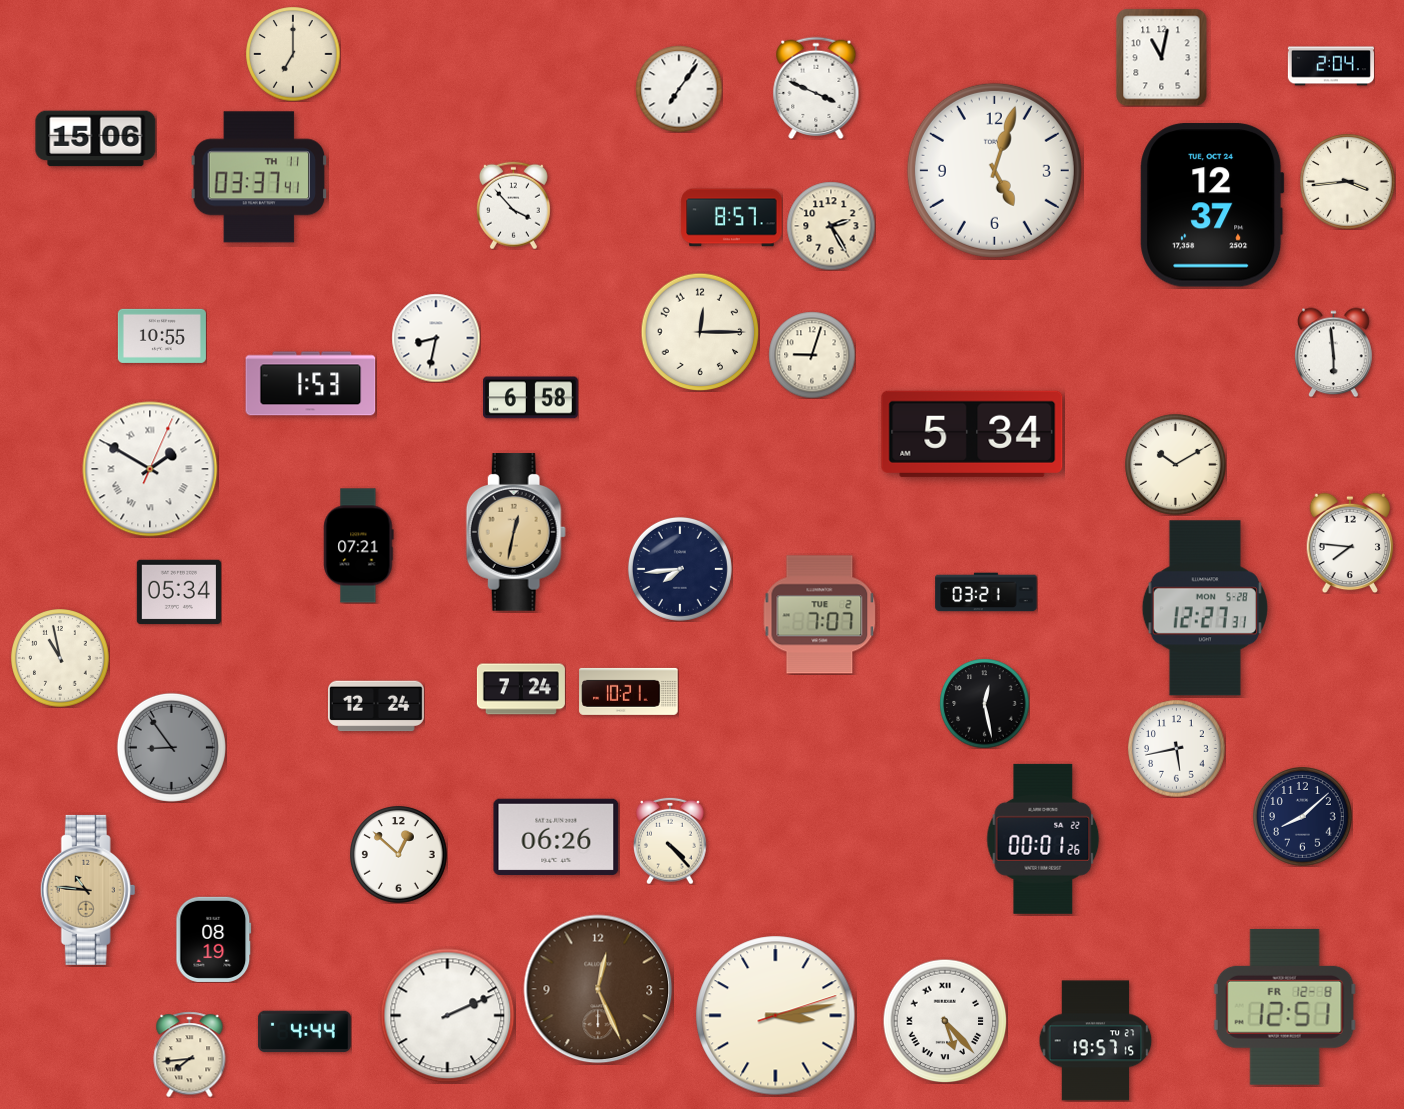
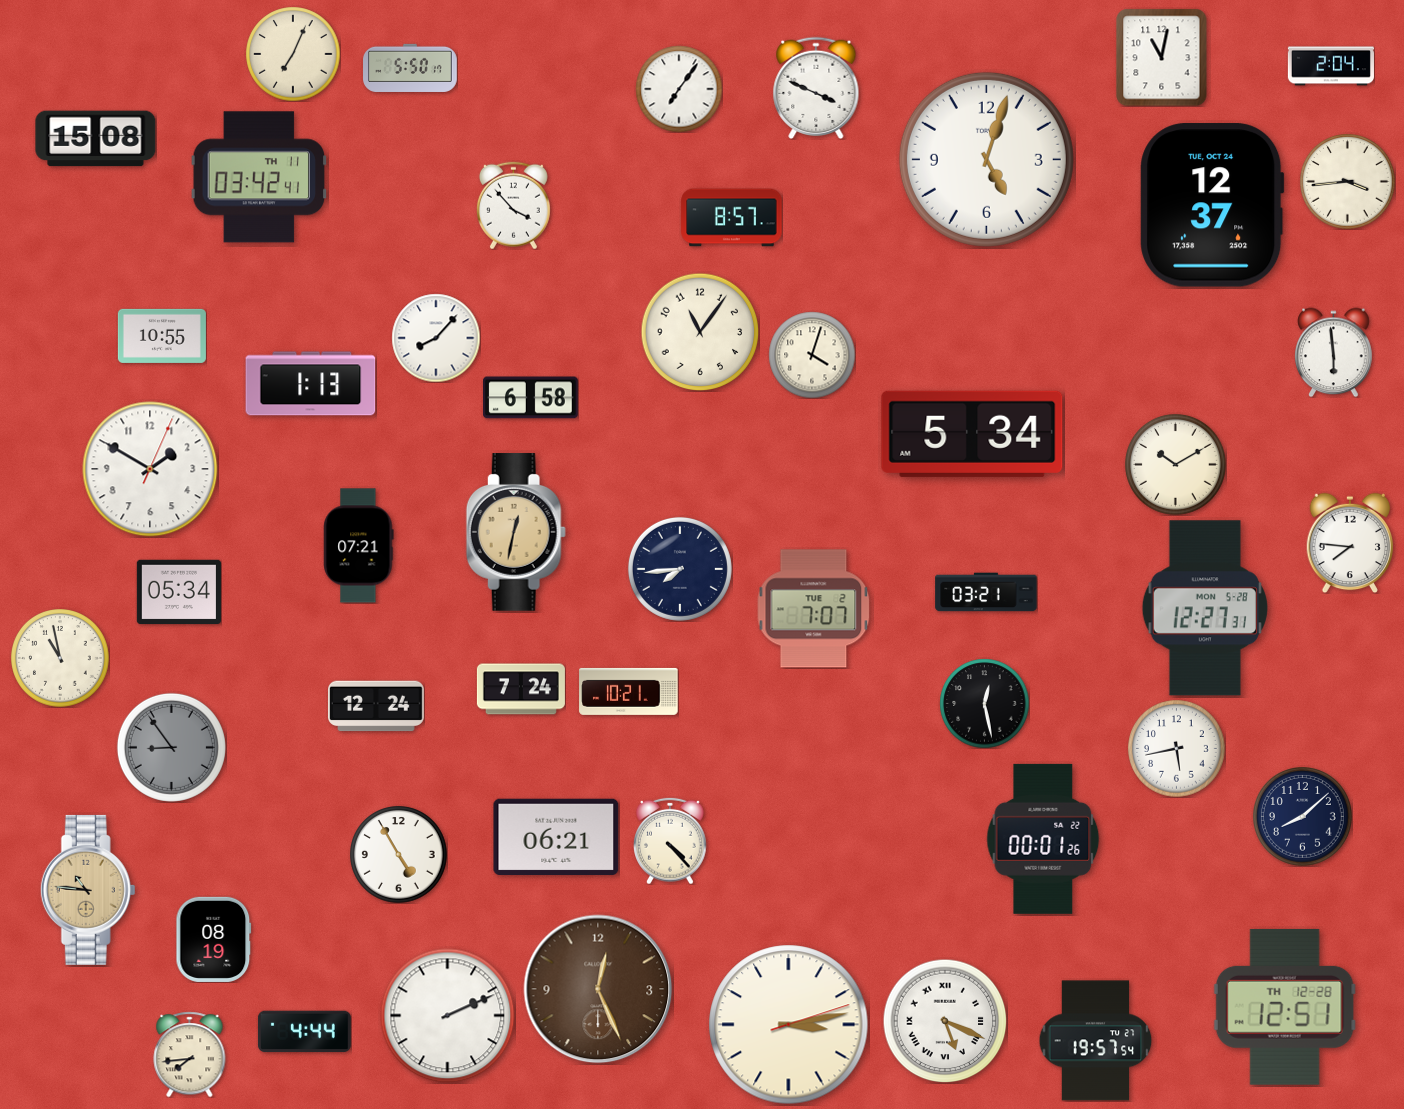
clock at (293, 54): 7:00 -> 7:04
clock at (411, 68): none -> 5:50
clock at (96, 139): 15:06 -> 15:08
clock at (994, 170) position: (994, 170) -> (986, 159)
clock at (258, 177): 03:37 -> 03:42
clock at (831, 226): 2:25 -> none
clock at (700, 332): 12:15 -> 11:06
clock at (436, 338): 8:32 -> 8:07
clock at (812, 355): 9:03 -> 4:03
clock at (311, 384): 1:53 -> 1:13
clock at (150, 469) numerals: Roman -> Arabic
clock at (820, 615) position: (820, 615) -> (814, 609)
clock at (556, 837): 06:26 -> 06:21
clock at (399, 855): 12:52 -> 4:55
clock at (1285, 1007) date: FR 12-8 -> TH 12-28
clock at (776, 1016) position: (776, 1016) -> (789, 1025)
clock at (945, 1021): 5:23 -> 5:19
clock at (1096, 1041): 19:57:15 -> 19:57:54
